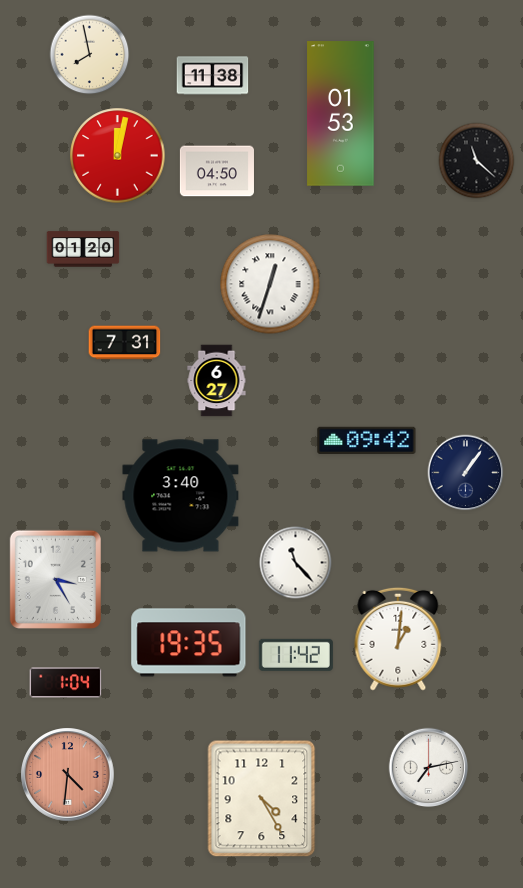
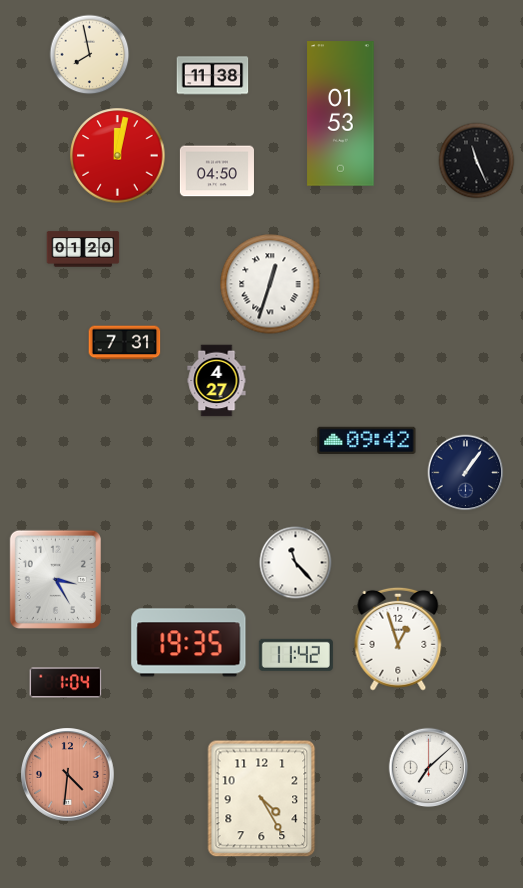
clock at (477, 161): 11:22 -> 11:26
clock at (217, 381): 6:27 -> 4:27
clock at (181, 496): 3:40 -> none
clock at (398, 639): 1:01 -> 12:57
clock at (429, 768): 7:13 -> 7:08
